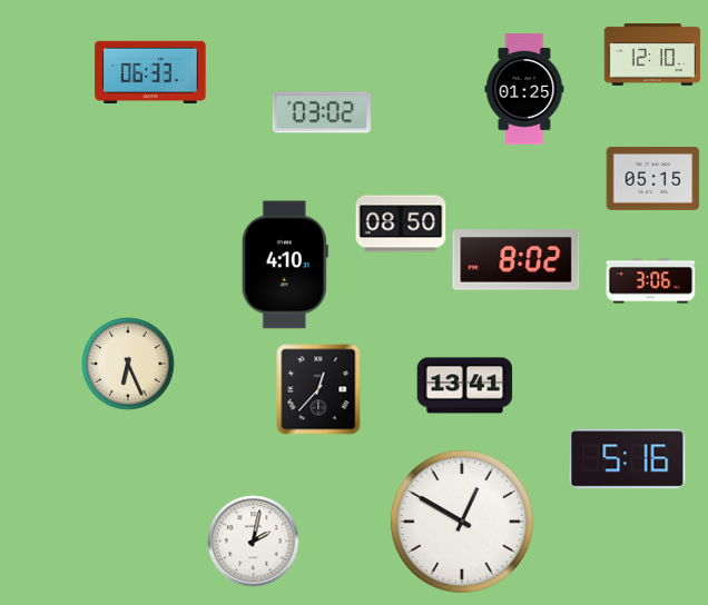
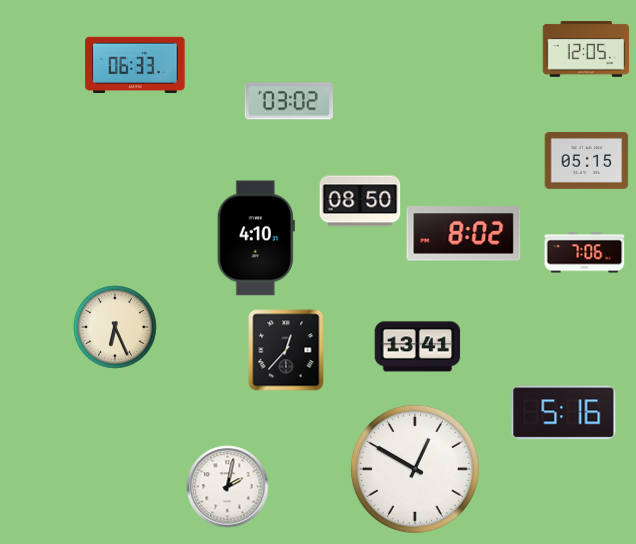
clock at (652, 56): 12:10 -> 12:05
clock at (524, 89): 01:25 -> none
clock at (651, 281): 3:06 -> 7:06
